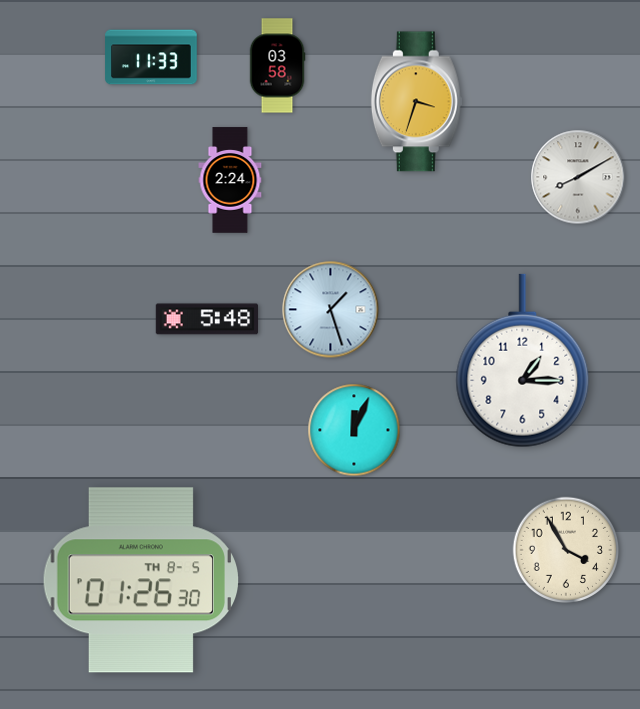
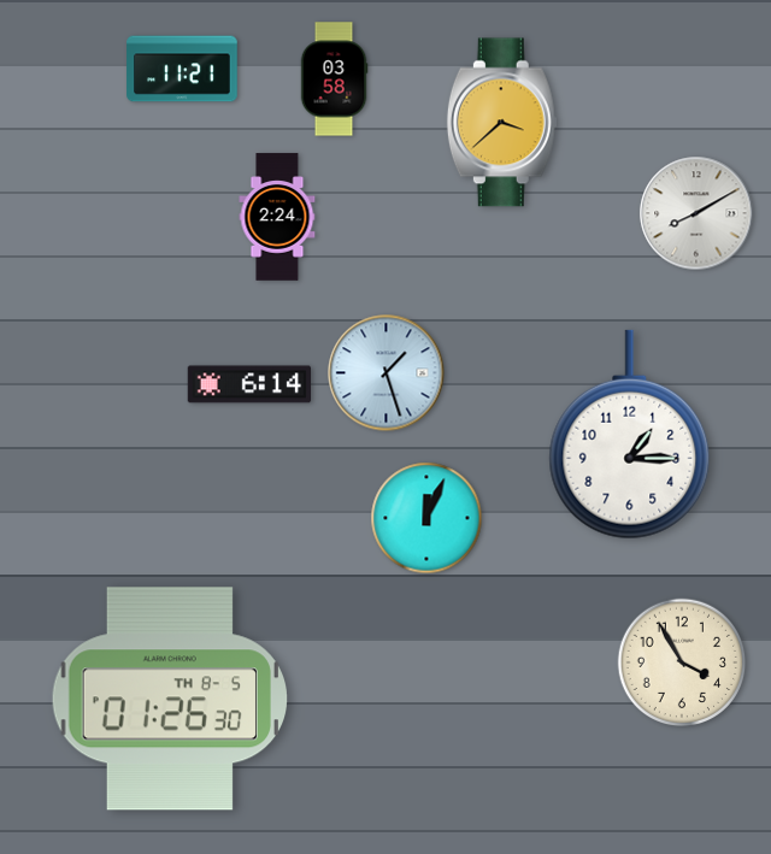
clock at (151, 57): 11:33 -> 11:21
clock at (416, 102): 3:33 -> 3:38
clock at (331, 310) position: (331, 310) -> (387, 373)
clock at (206, 319): 5:48 -> 6:14
